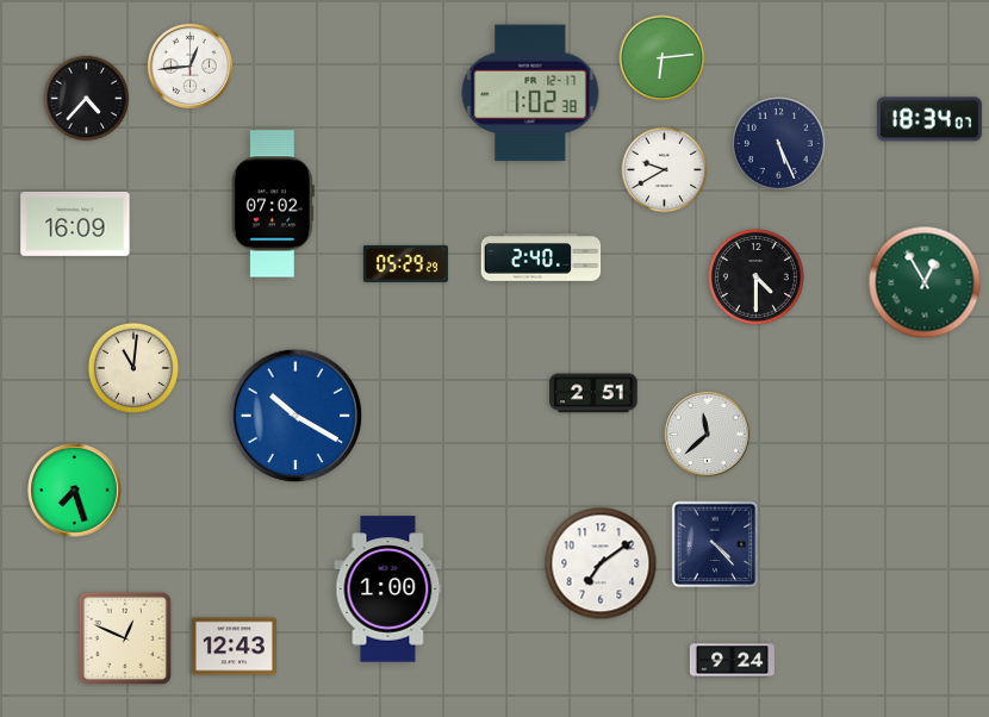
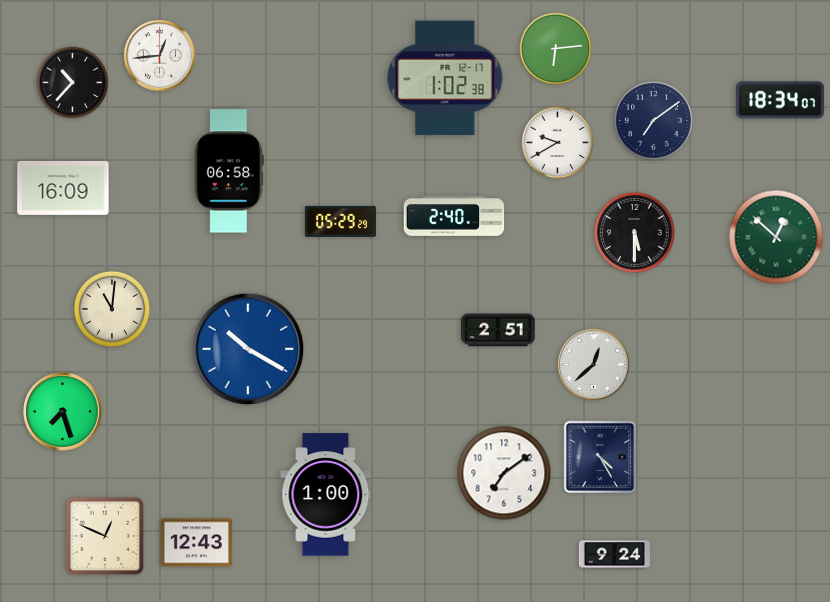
clock at (87, 99): 4:37 -> 10:37
clock at (778, 143): 5:26 -> 7:09
clock at (273, 204): 07:02 -> 06:58
clock at (755, 276): 4:30 -> 5:30
clock at (925, 282): 12:55 -> 12:52
clock at (707, 434): 11:38 -> 12:38
clock at (715, 544): 4:23 -> 4:25
